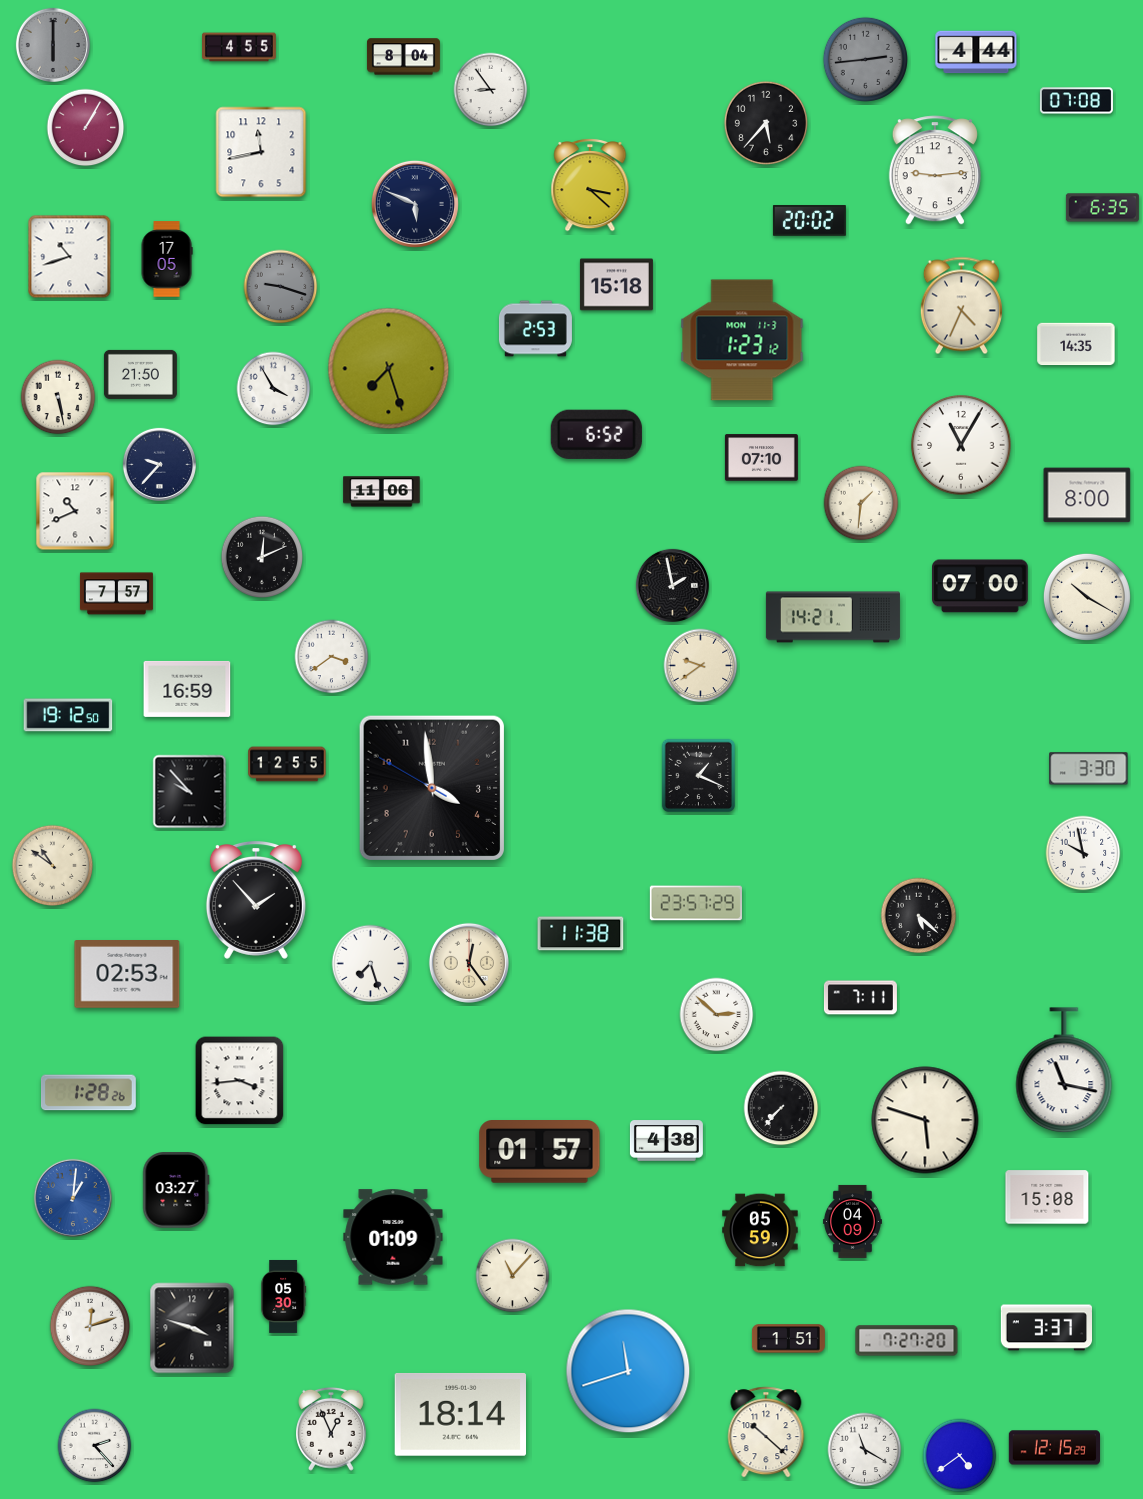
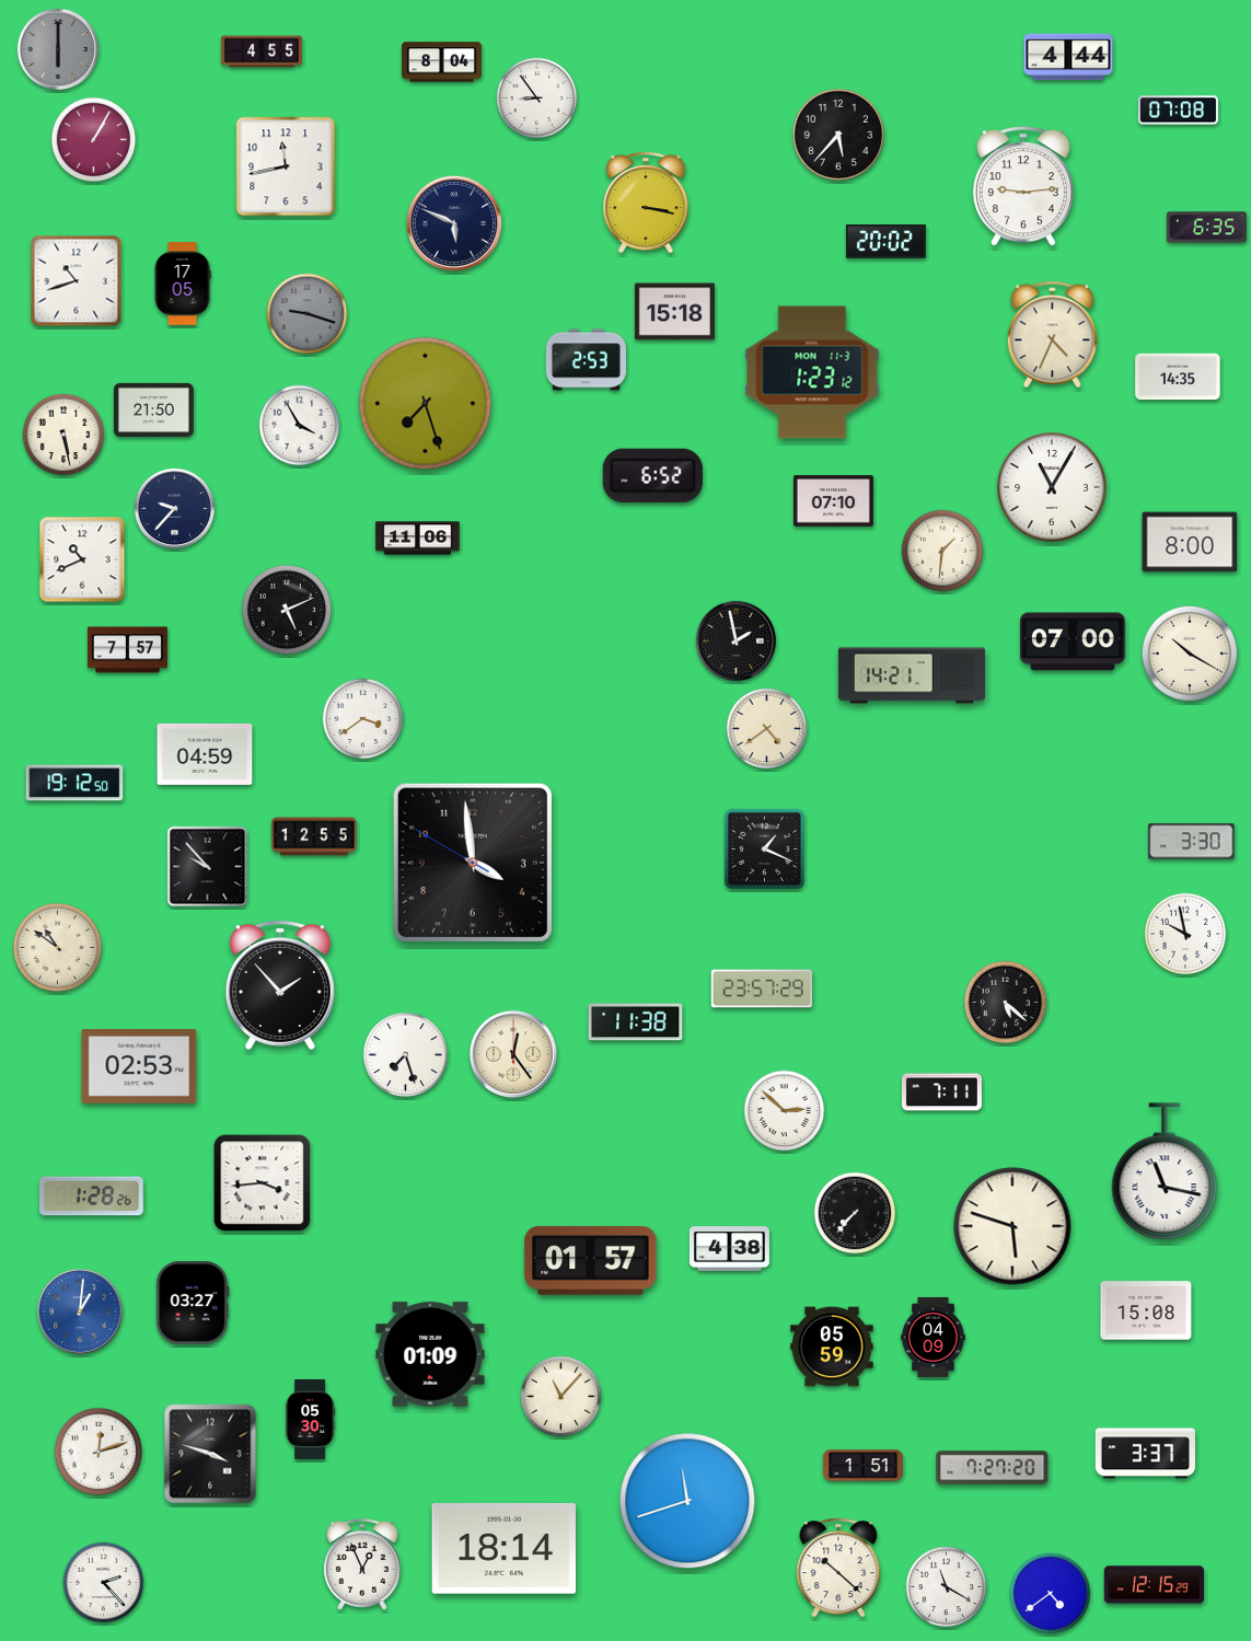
clock at (865, 59): 2:44 -> none
clock at (590, 185): 3:22 -> 3:17
clock at (262, 557): 12:11 -> 5:11
clock at (701, 666): 9:39 -> 4:39
clock at (187, 689): 16:59 -> 04:59
clock at (88, 1093) position: (88, 1093) -> (91, 1197)
